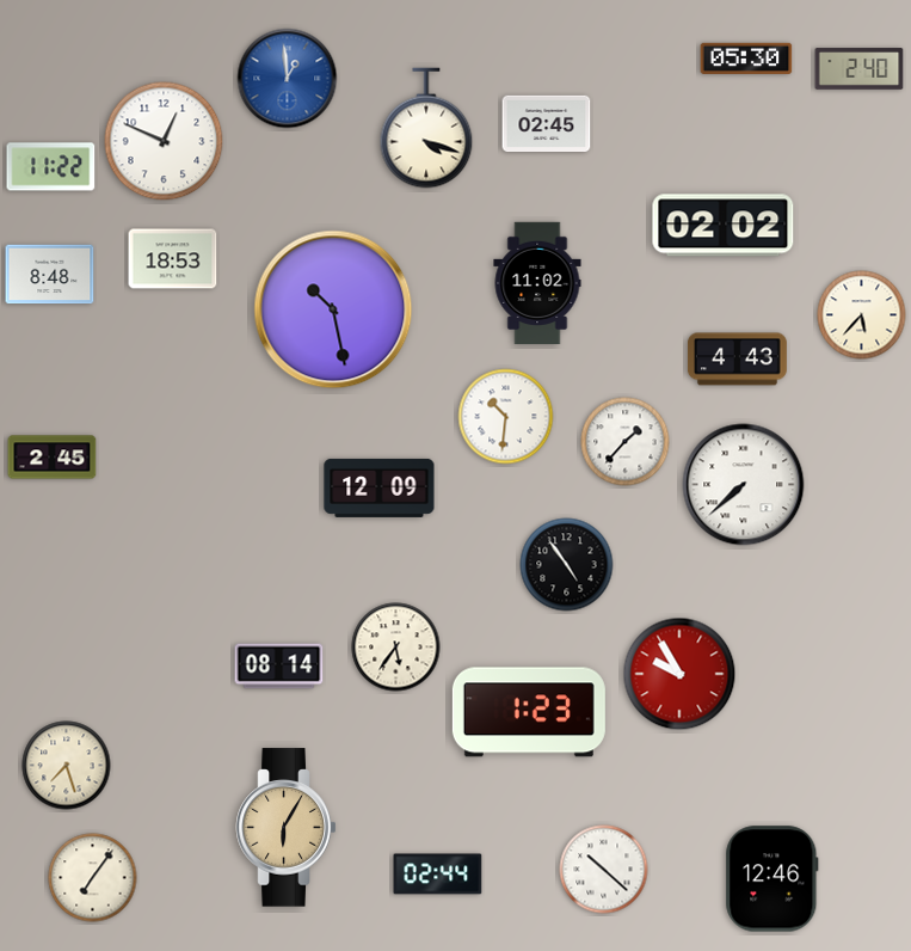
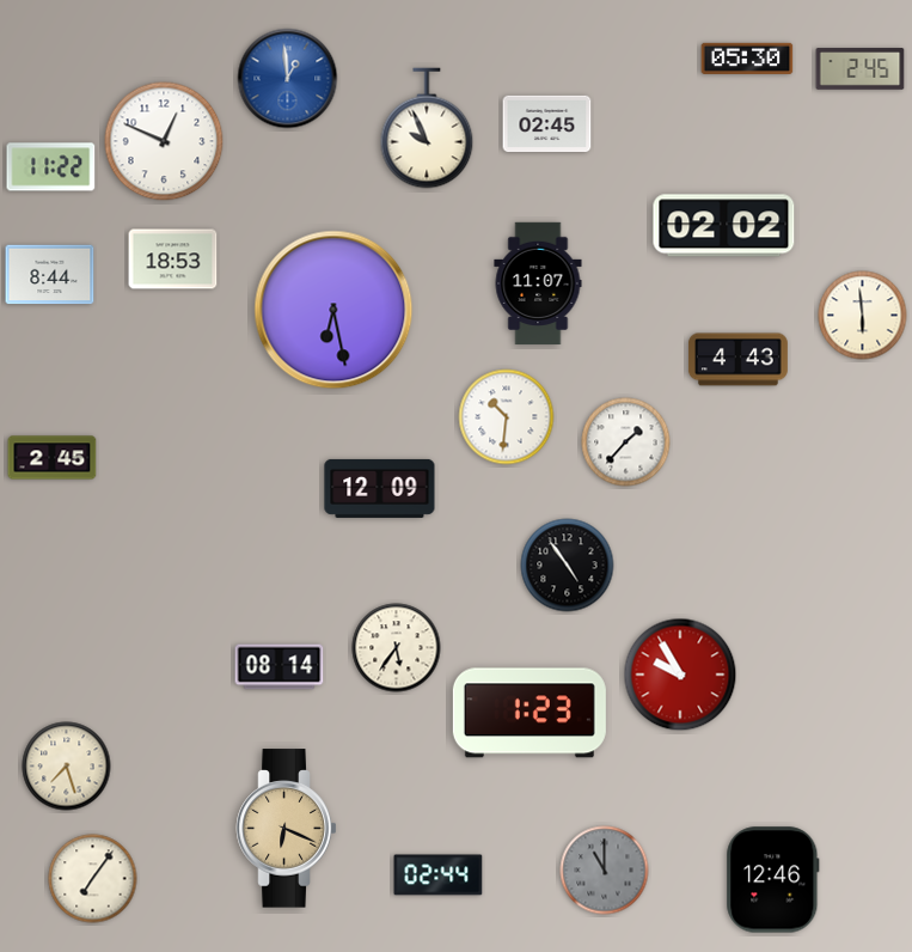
clock at (860, 69): 2:40 -> 2:45
clock at (426, 128): 4:18 -> 9:56
clock at (50, 275): 8:48 -> 8:44
clock at (537, 283): 11:02 -> 11:07
clock at (333, 309): 10:28 -> 6:28
clock at (862, 315): 5:37 -> 5:59
clock at (744, 485): 7:38 -> none
clock at (287, 828): 6:05 -> 6:19
clock at (604, 870): 10:22 -> 11:00
clock at (604, 870) dial: white -> grey
